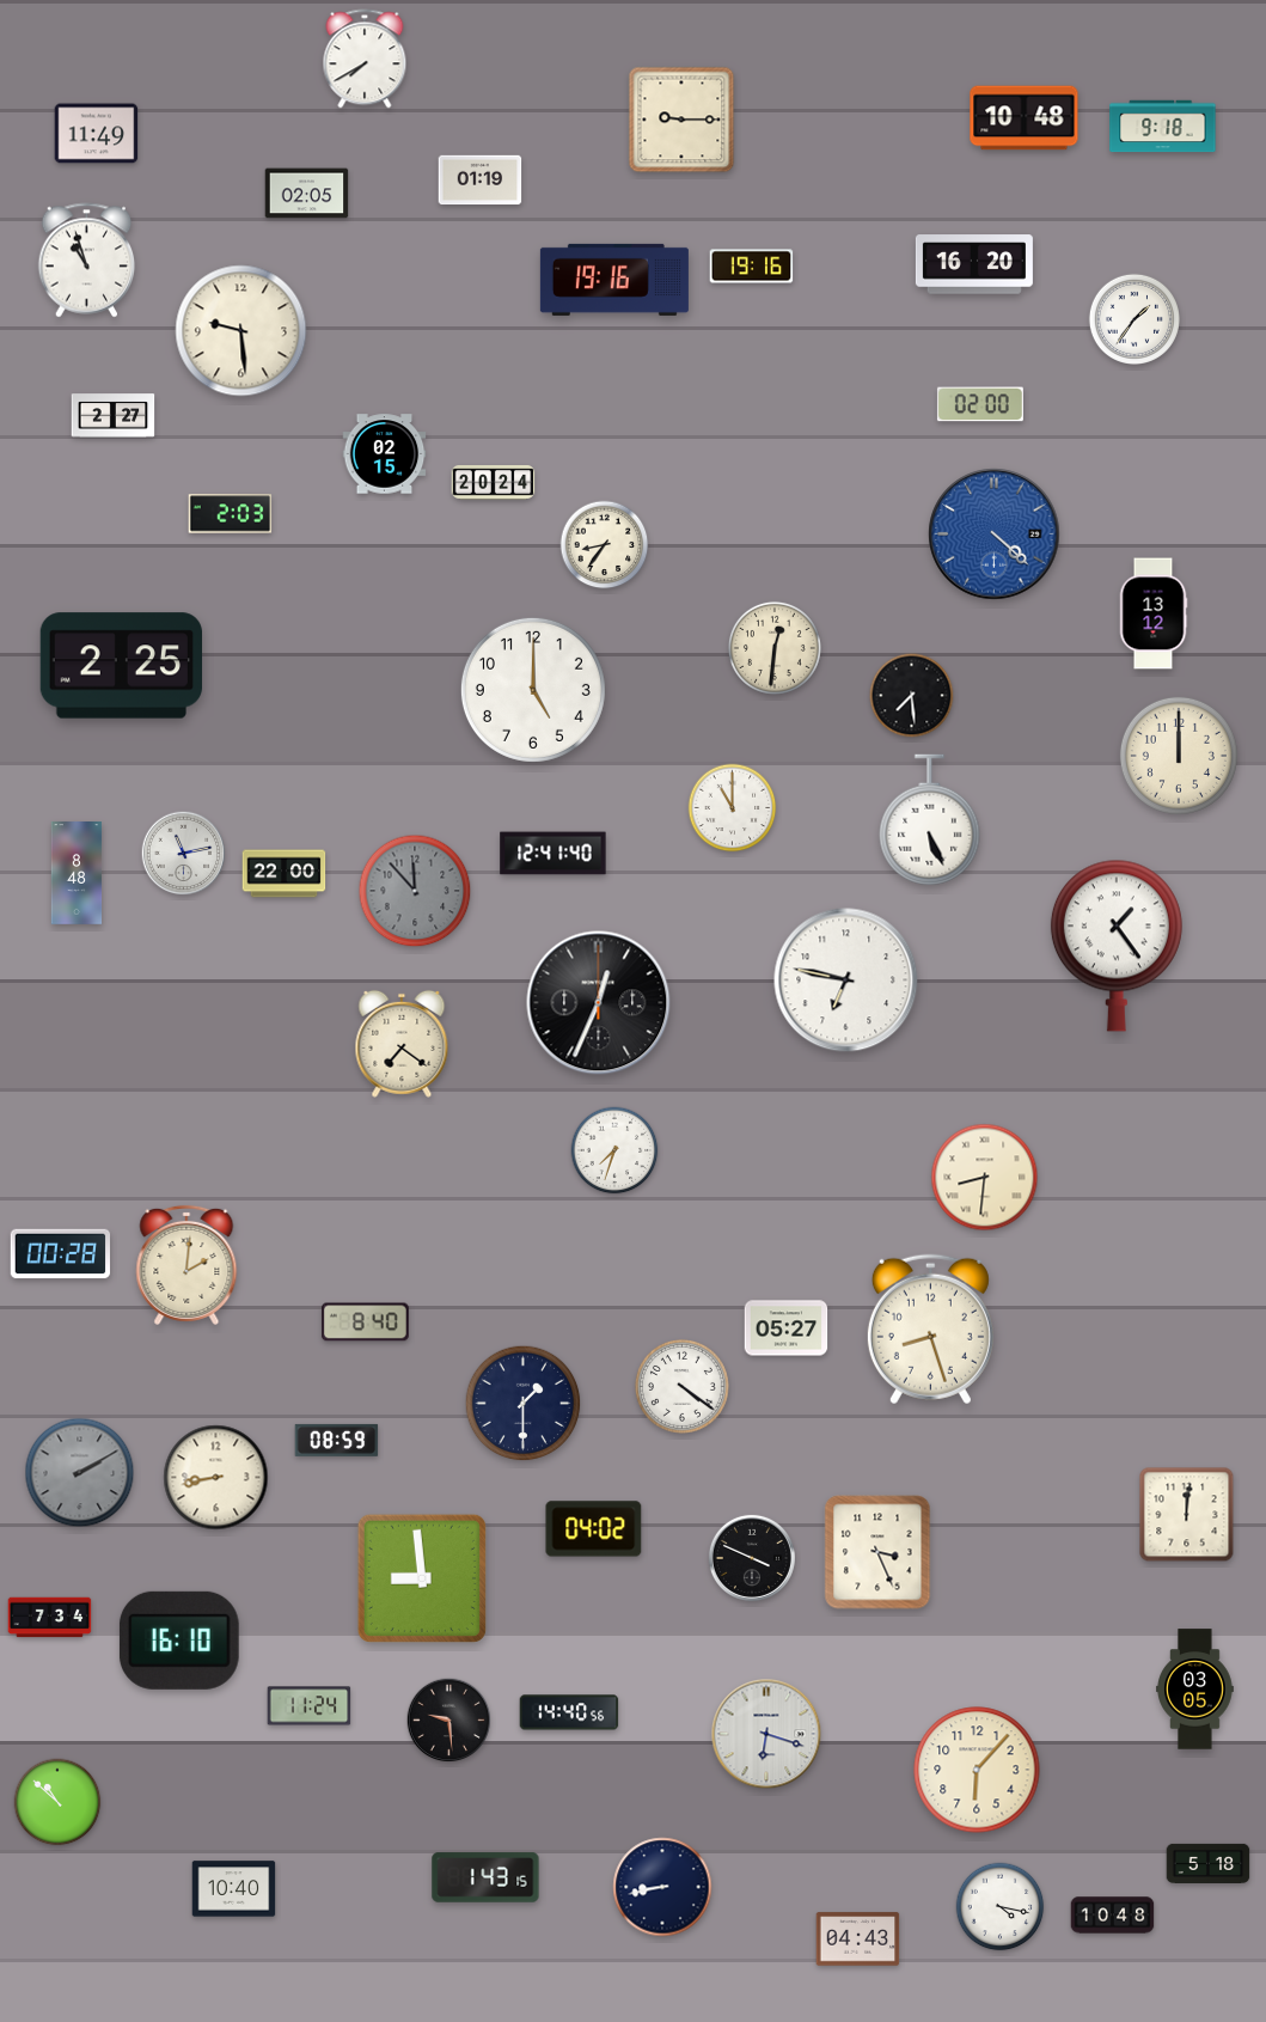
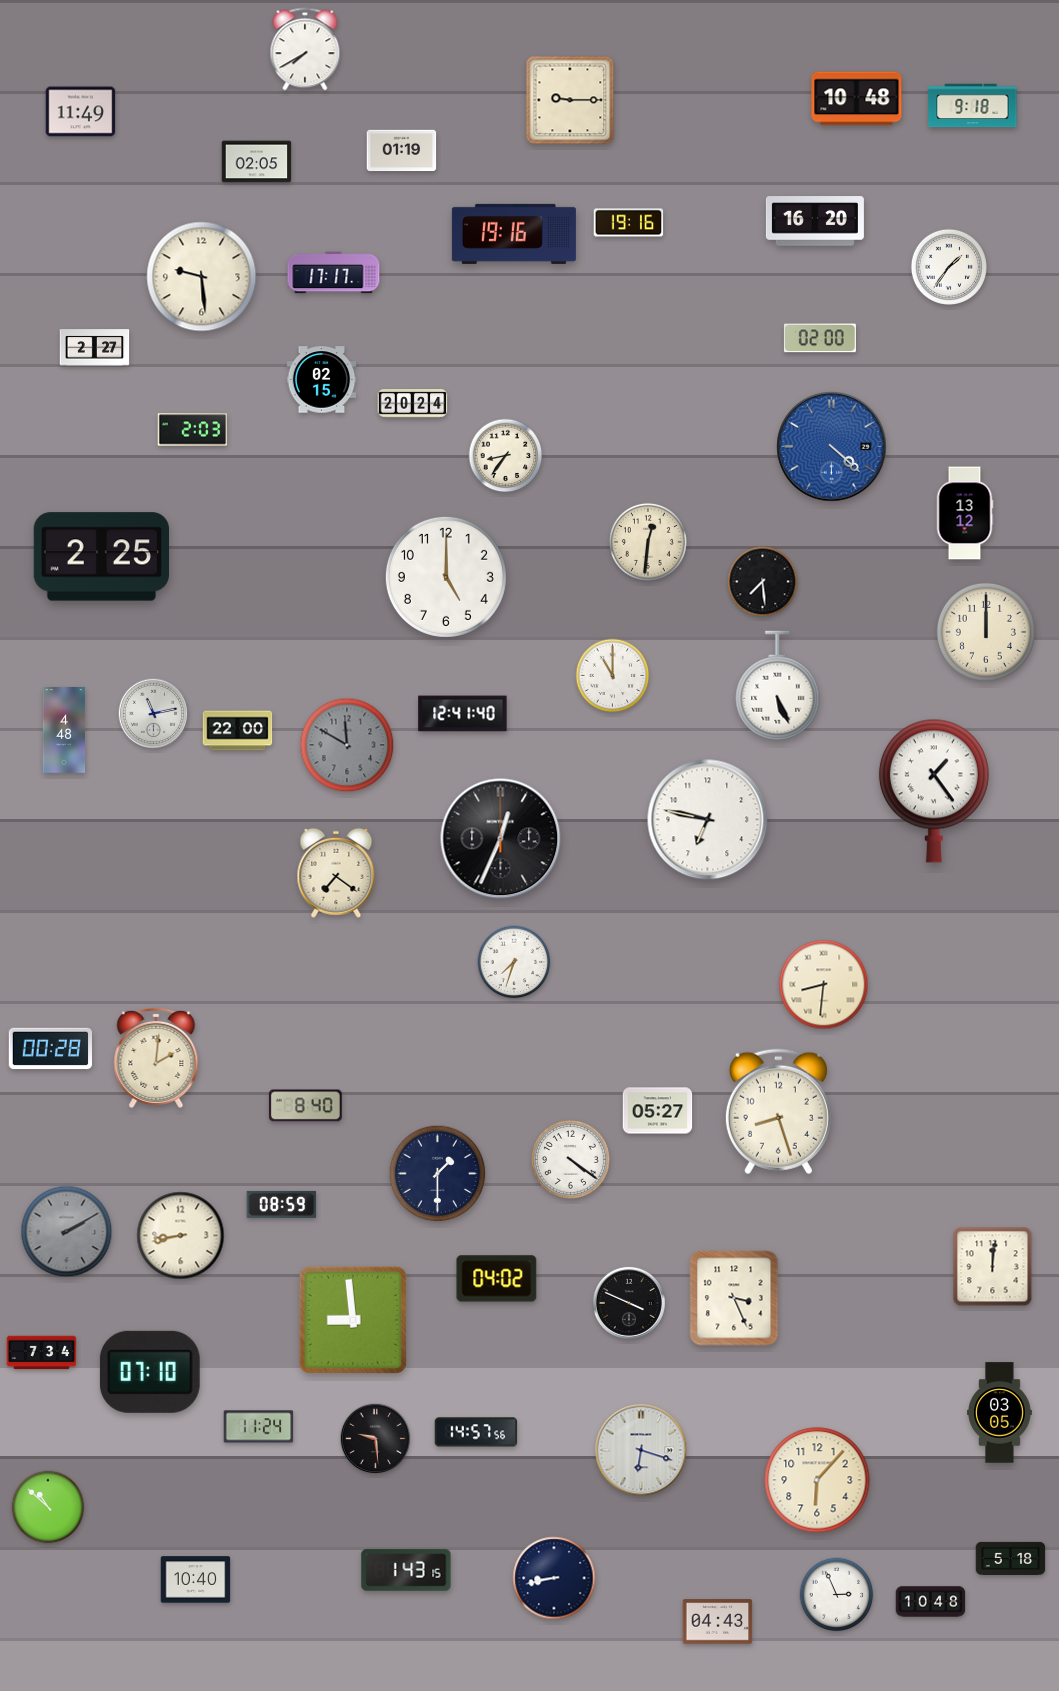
clock at (87, 261): 10:57 -> none
clock at (334, 273): none -> 17:17
clock at (77, 874): 8:48 -> 4:48
clock at (415, 891): 11:53 -> 11:50
clock at (179, 1641): 16:10 -> 07:10
clock at (569, 1712): 14:40 -> 14:57
clock at (1001, 1907): 4:17 -> 2:56
